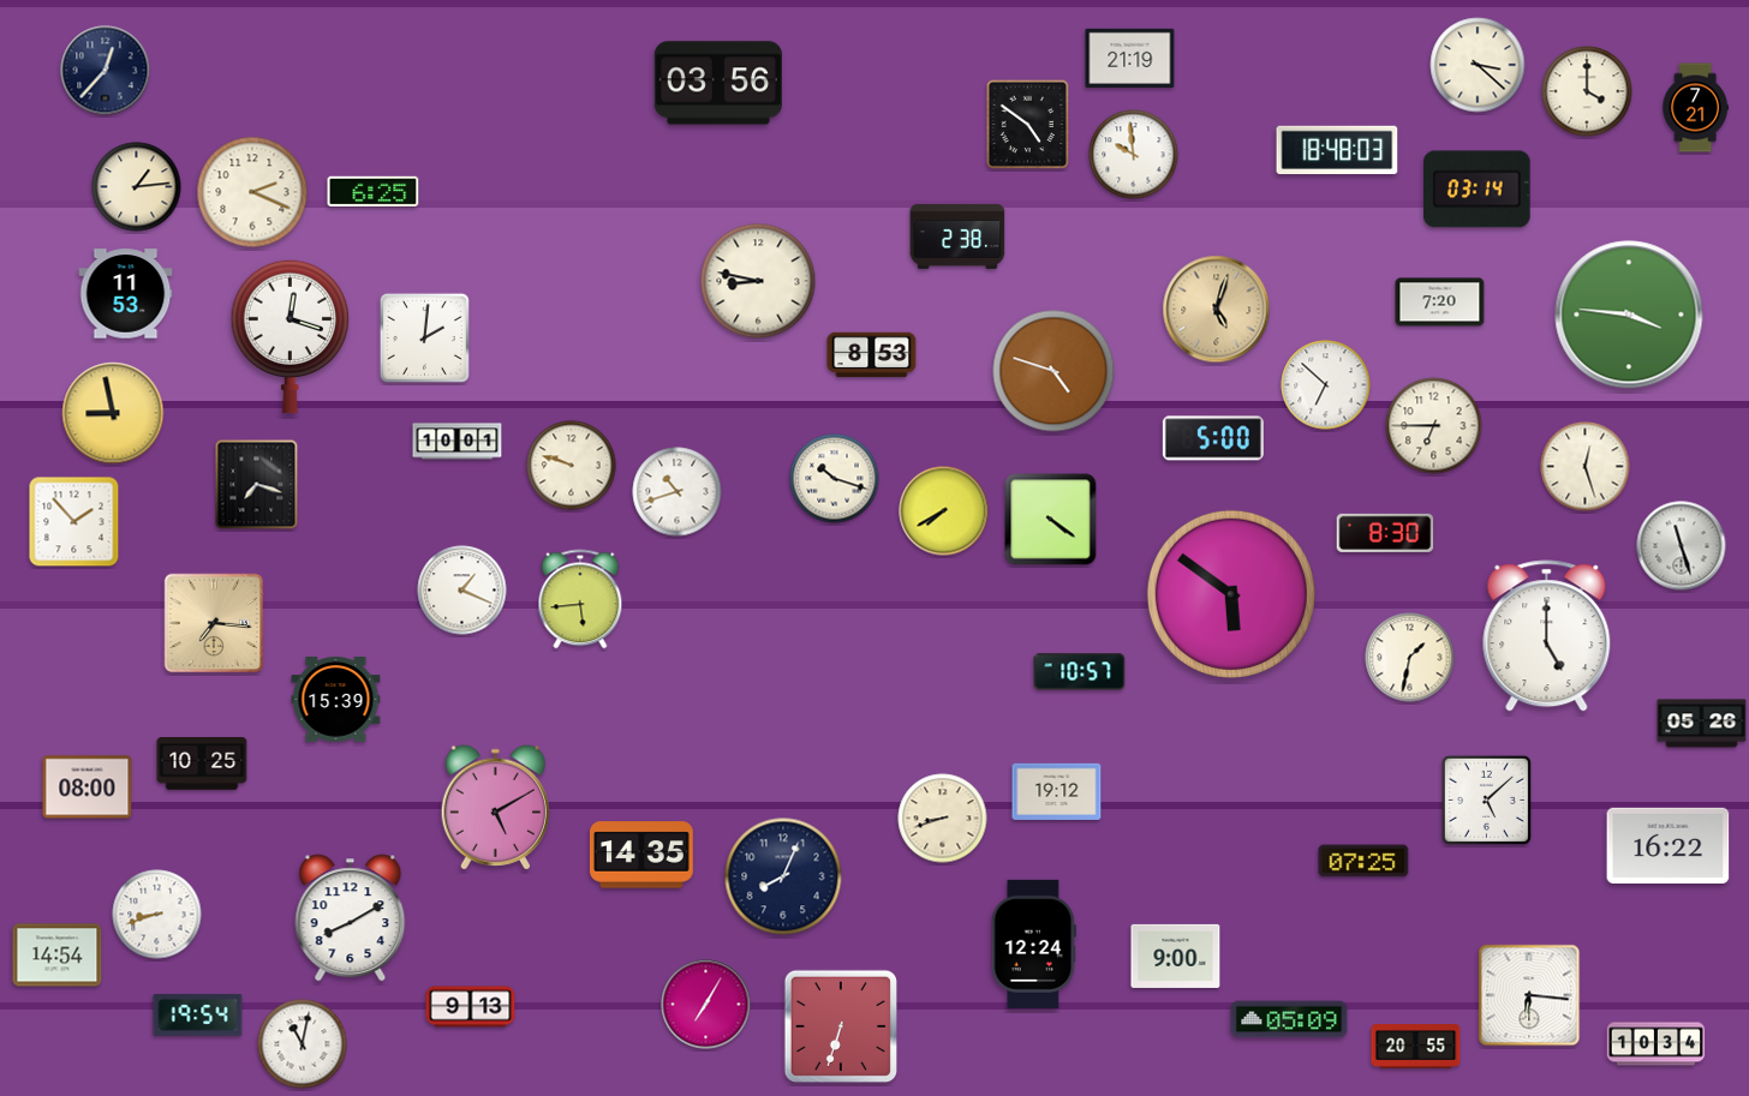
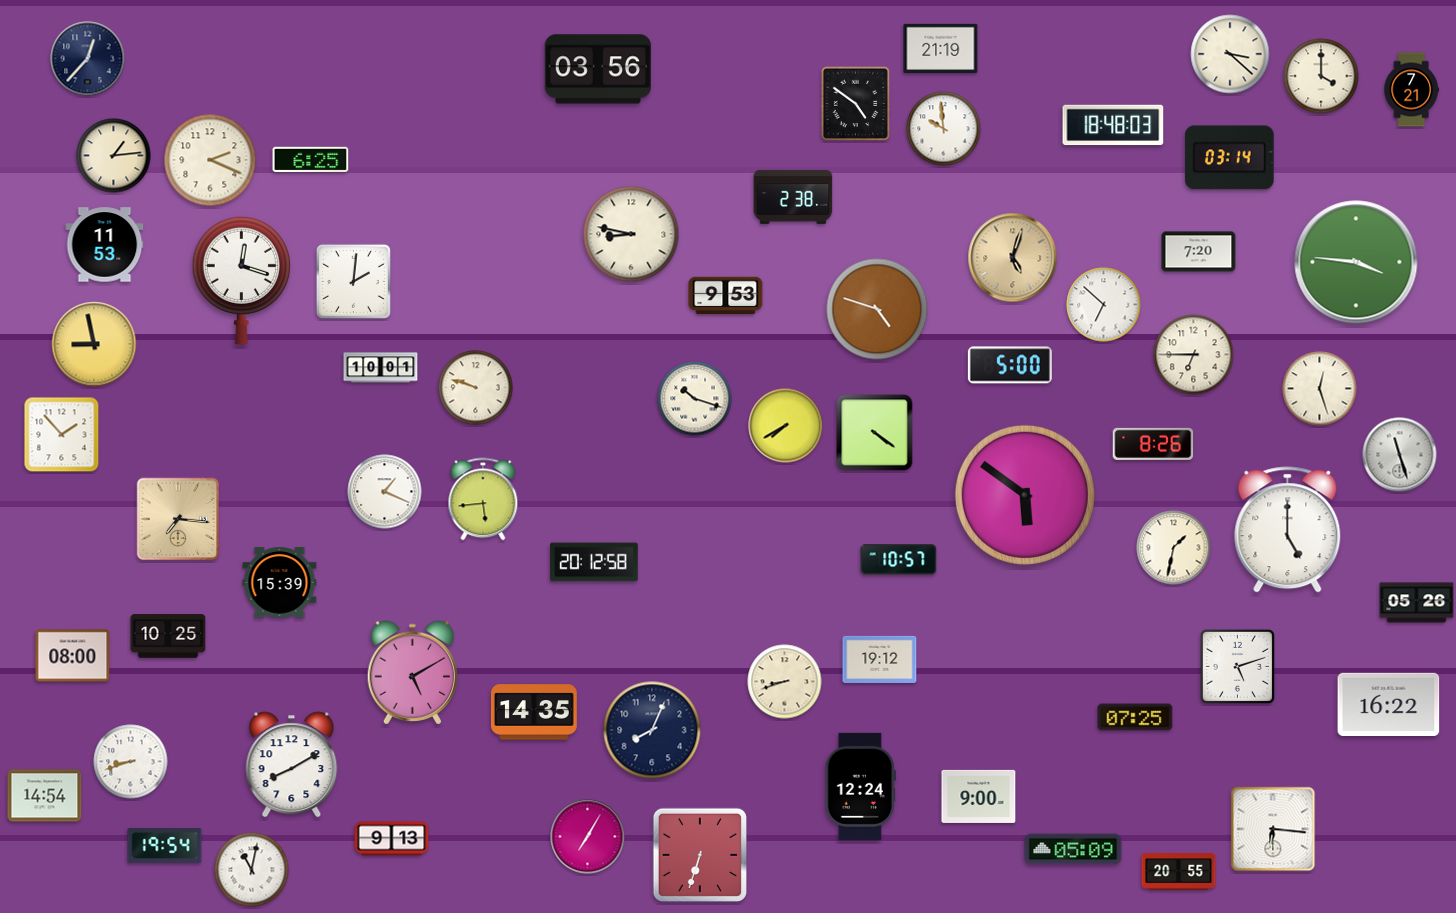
clock at (957, 236) position: (957, 236) -> (793, 197)
clock at (872, 355): 8:53 -> 9:53
clock at (1326, 385) position: (1326, 385) -> (1104, 305)
clock at (257, 485): 7:18 -> none
clock at (677, 492): 10:42 -> none
clock at (1385, 533): 8:30 -> 8:26
clock at (594, 562): none -> 20:12
clock at (1486, 799): 5:08 -> 5:12
clock at (58, 956) position: (58, 956) -> (45, 796)
clock at (1657, 1044): 10:34 -> none
